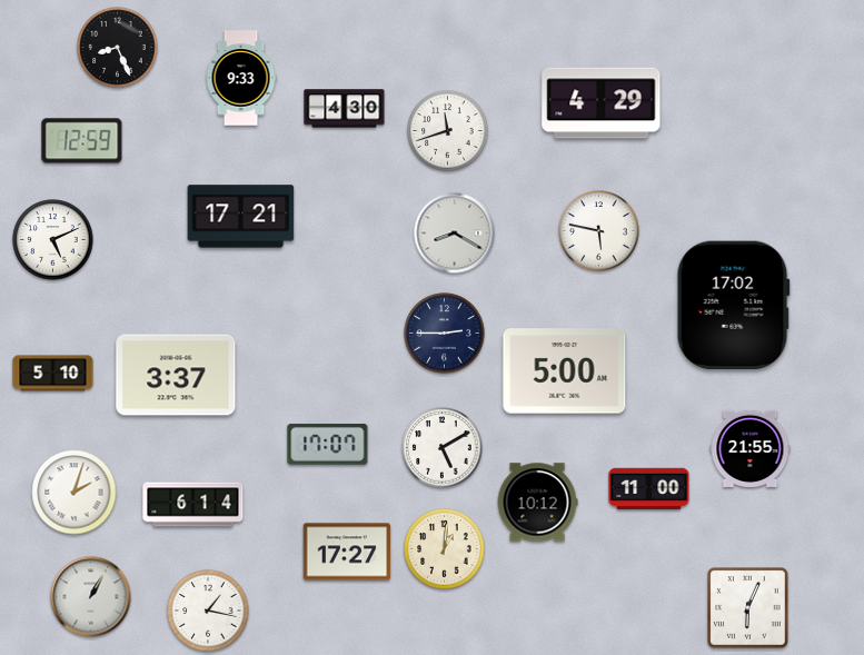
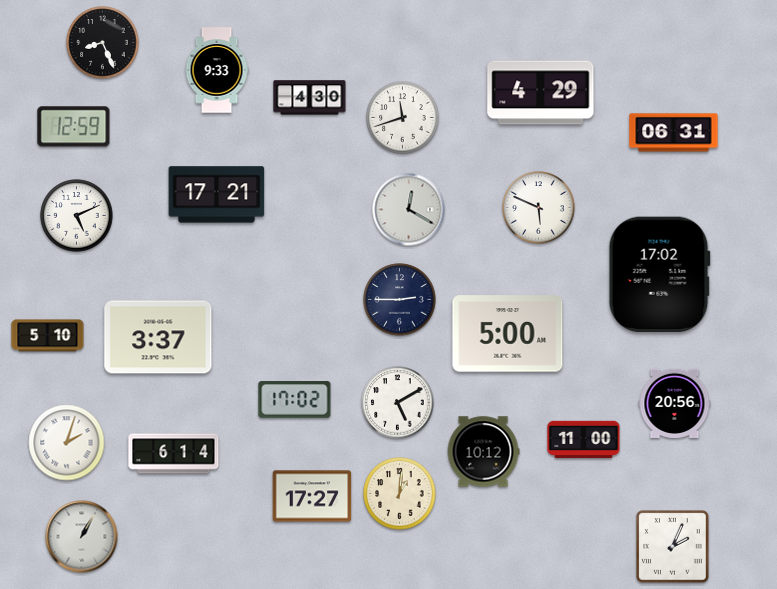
clock at (118, 48) position: (118, 48) -> (103, 43)
clock at (674, 133): none -> 06:31
clock at (599, 231): 5:47 -> 5:49
clock at (455, 234): 8:20 -> 12:20
clock at (53, 240) position: (53, 240) -> (77, 216)
clock at (328, 445): 17:07 -> 17:02
clock at (751, 448): 21:55 -> 20:56
clock at (748, 608): 6:04 -> 2:04
clock at (208, 611): 1:17 -> none
